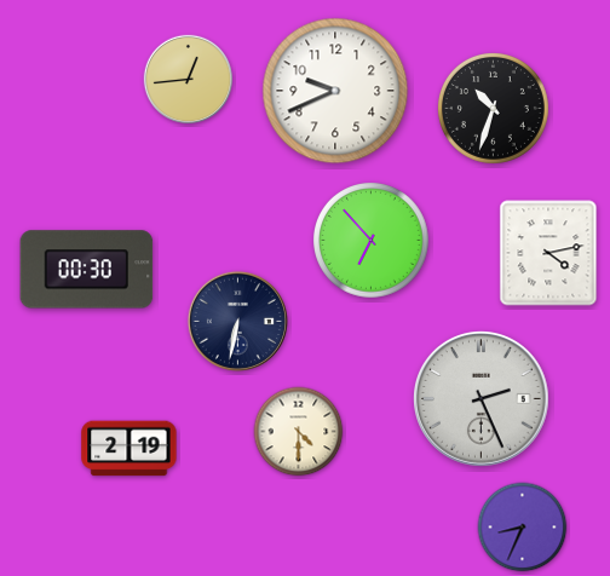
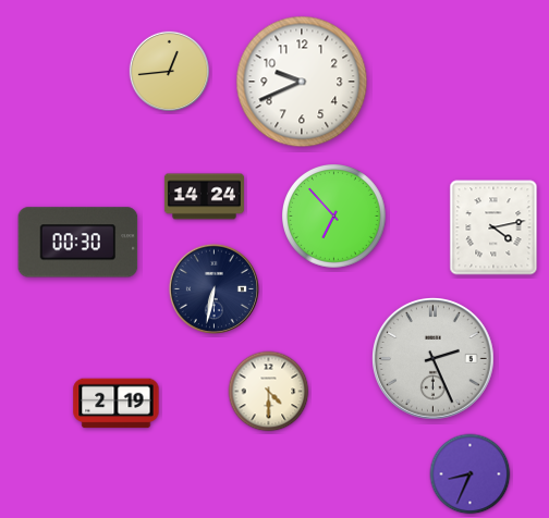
clock at (493, 108): 10:33 -> none
clock at (204, 197): none -> 14:24
clock at (299, 432) position: (299, 432) -> (269, 392)
